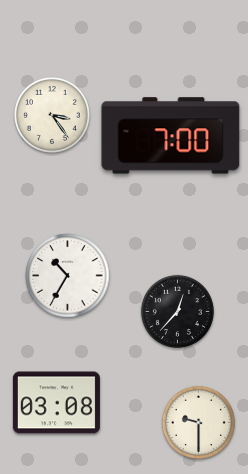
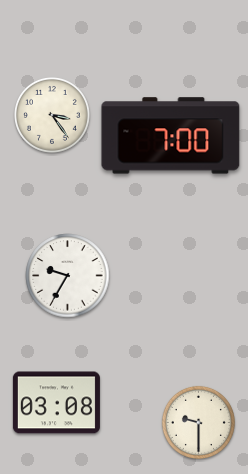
clock at (68, 276): 10:35 -> 9:35
clock at (177, 311): 12:37 -> none
